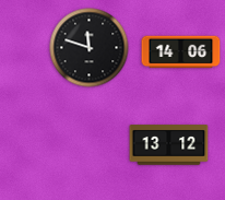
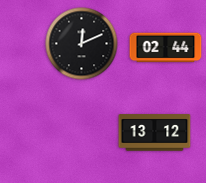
clock at (90, 48): 11:48 -> 12:11
clock at (181, 52): 14:06 -> 02:44
